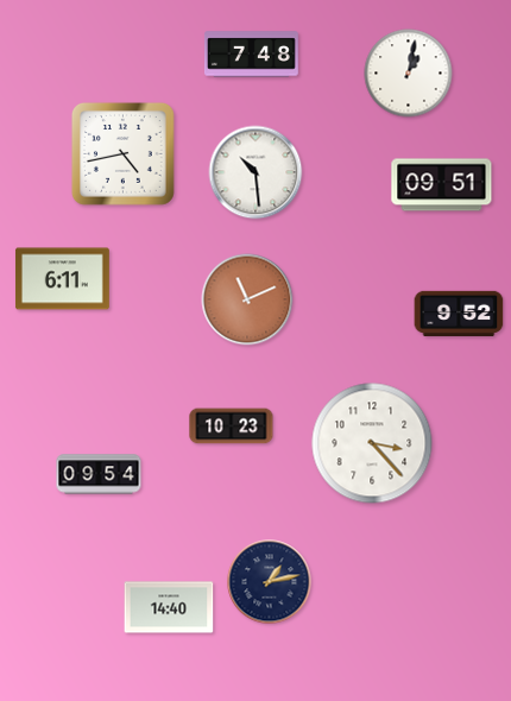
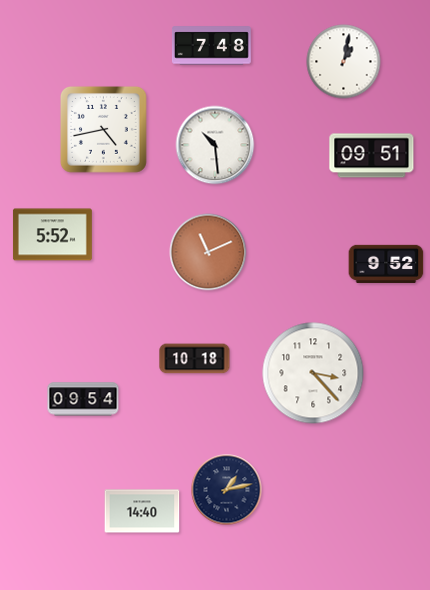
clock at (62, 279): 6:11 -> 5:52
clock at (232, 427): 10:23 -> 10:18
